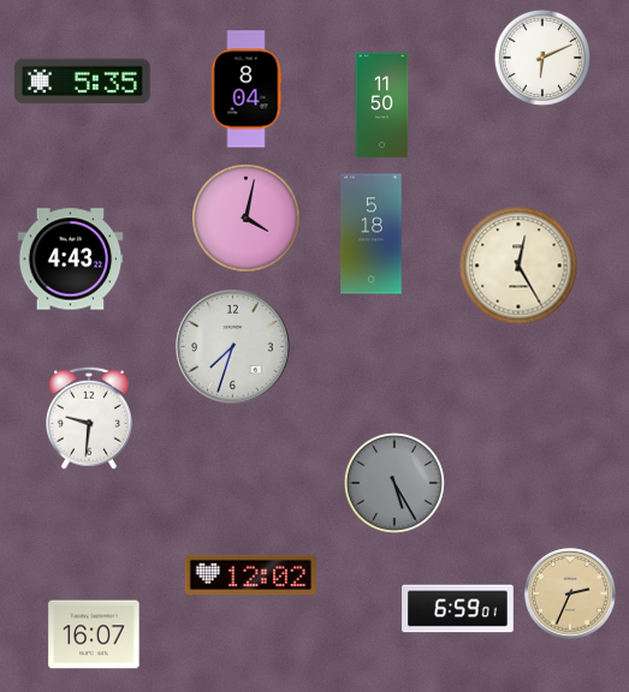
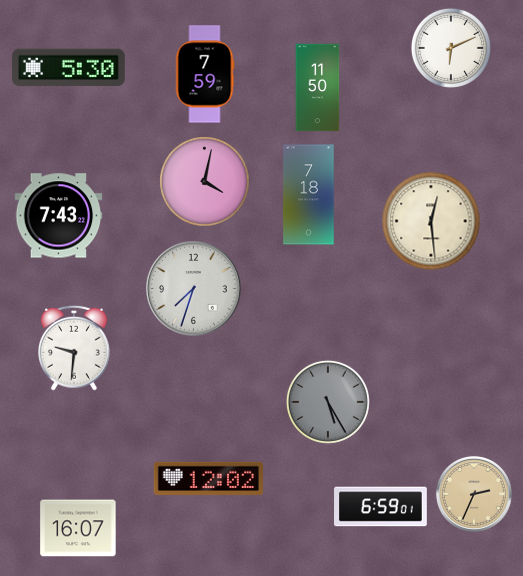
clock at (82, 82): 5:35 -> 5:30
clock at (247, 89): 8:04 -> 7:59
clock at (372, 234): 5:18 -> 7:18
clock at (71, 259): 4:43 -> 7:43
clock at (518, 266): 12:25 -> 12:29
